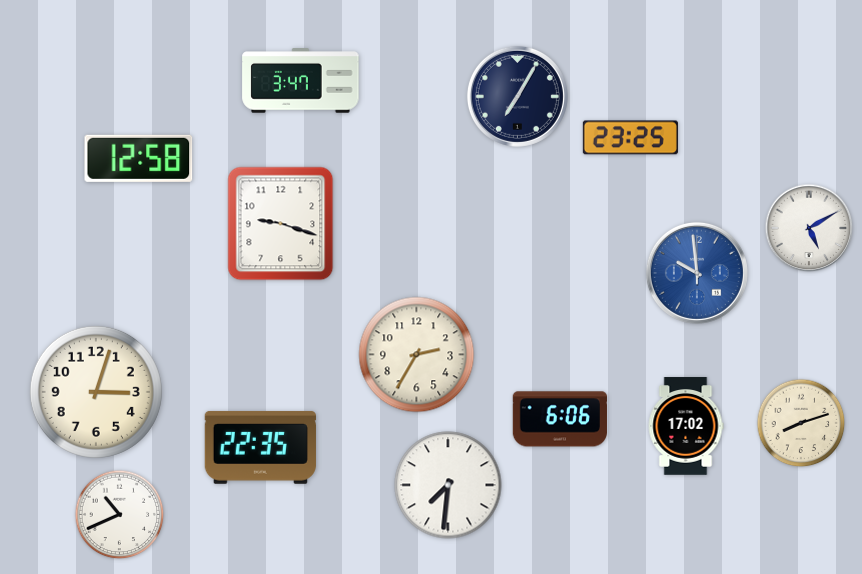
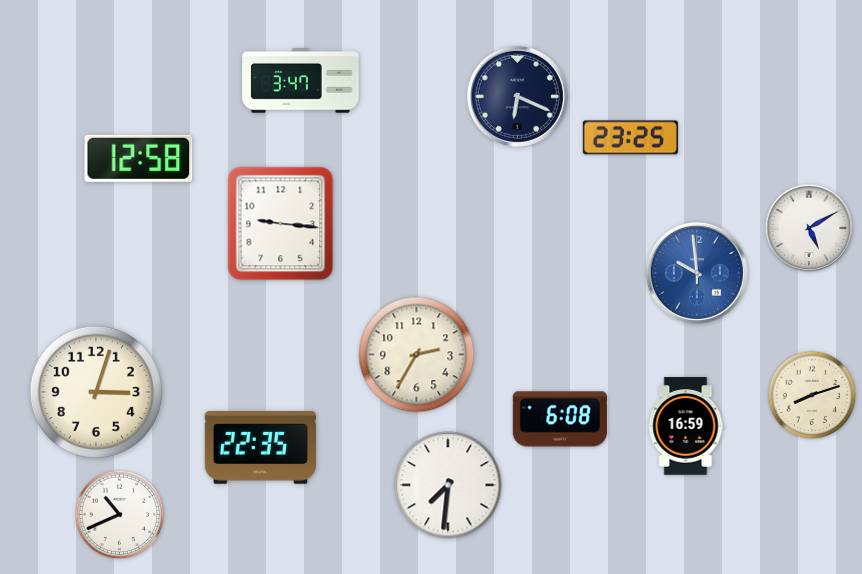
clock at (517, 96): 7:05 -> 6:19
clock at (281, 224): 9:18 -> 9:16
clock at (560, 419): 6:06 -> 6:08
clock at (801, 423) position: (801, 423) -> (812, 395)
clock at (686, 426): 17:02 -> 16:59
